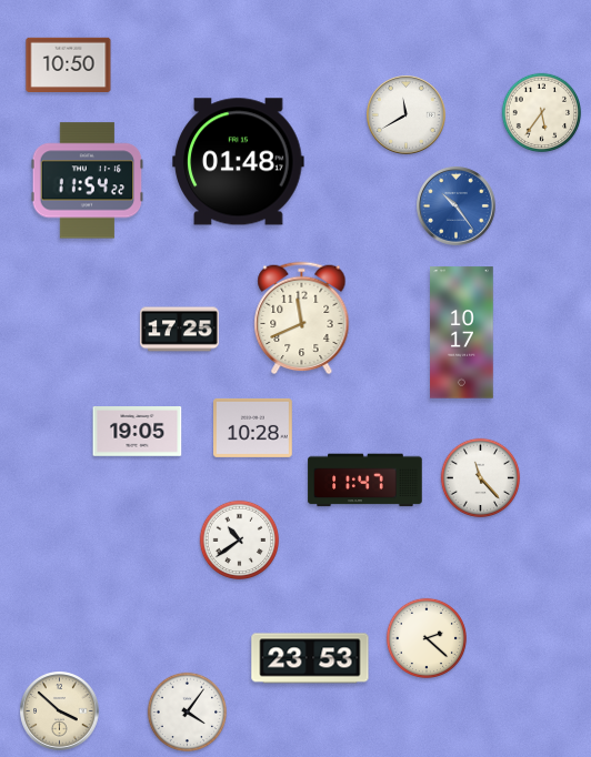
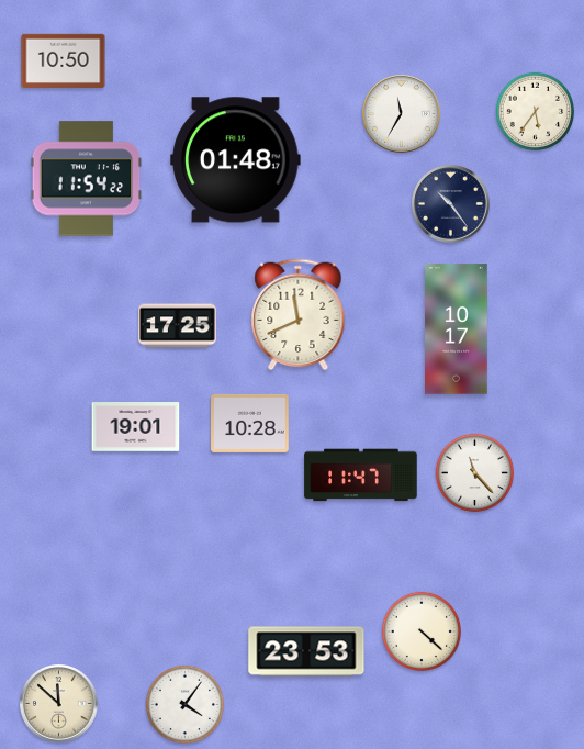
clock at (69, 64) position: (69, 64) -> (64, 60)
clock at (407, 115): 11:40 -> 11:35
clock at (457, 206) dial: blue -> navy
clock at (138, 432): 19:05 -> 19:01
clock at (240, 541): 10:39 -> none
clock at (425, 637): 2:22 -> 4:22
clock at (60, 711): 3:52 -> 11:52
